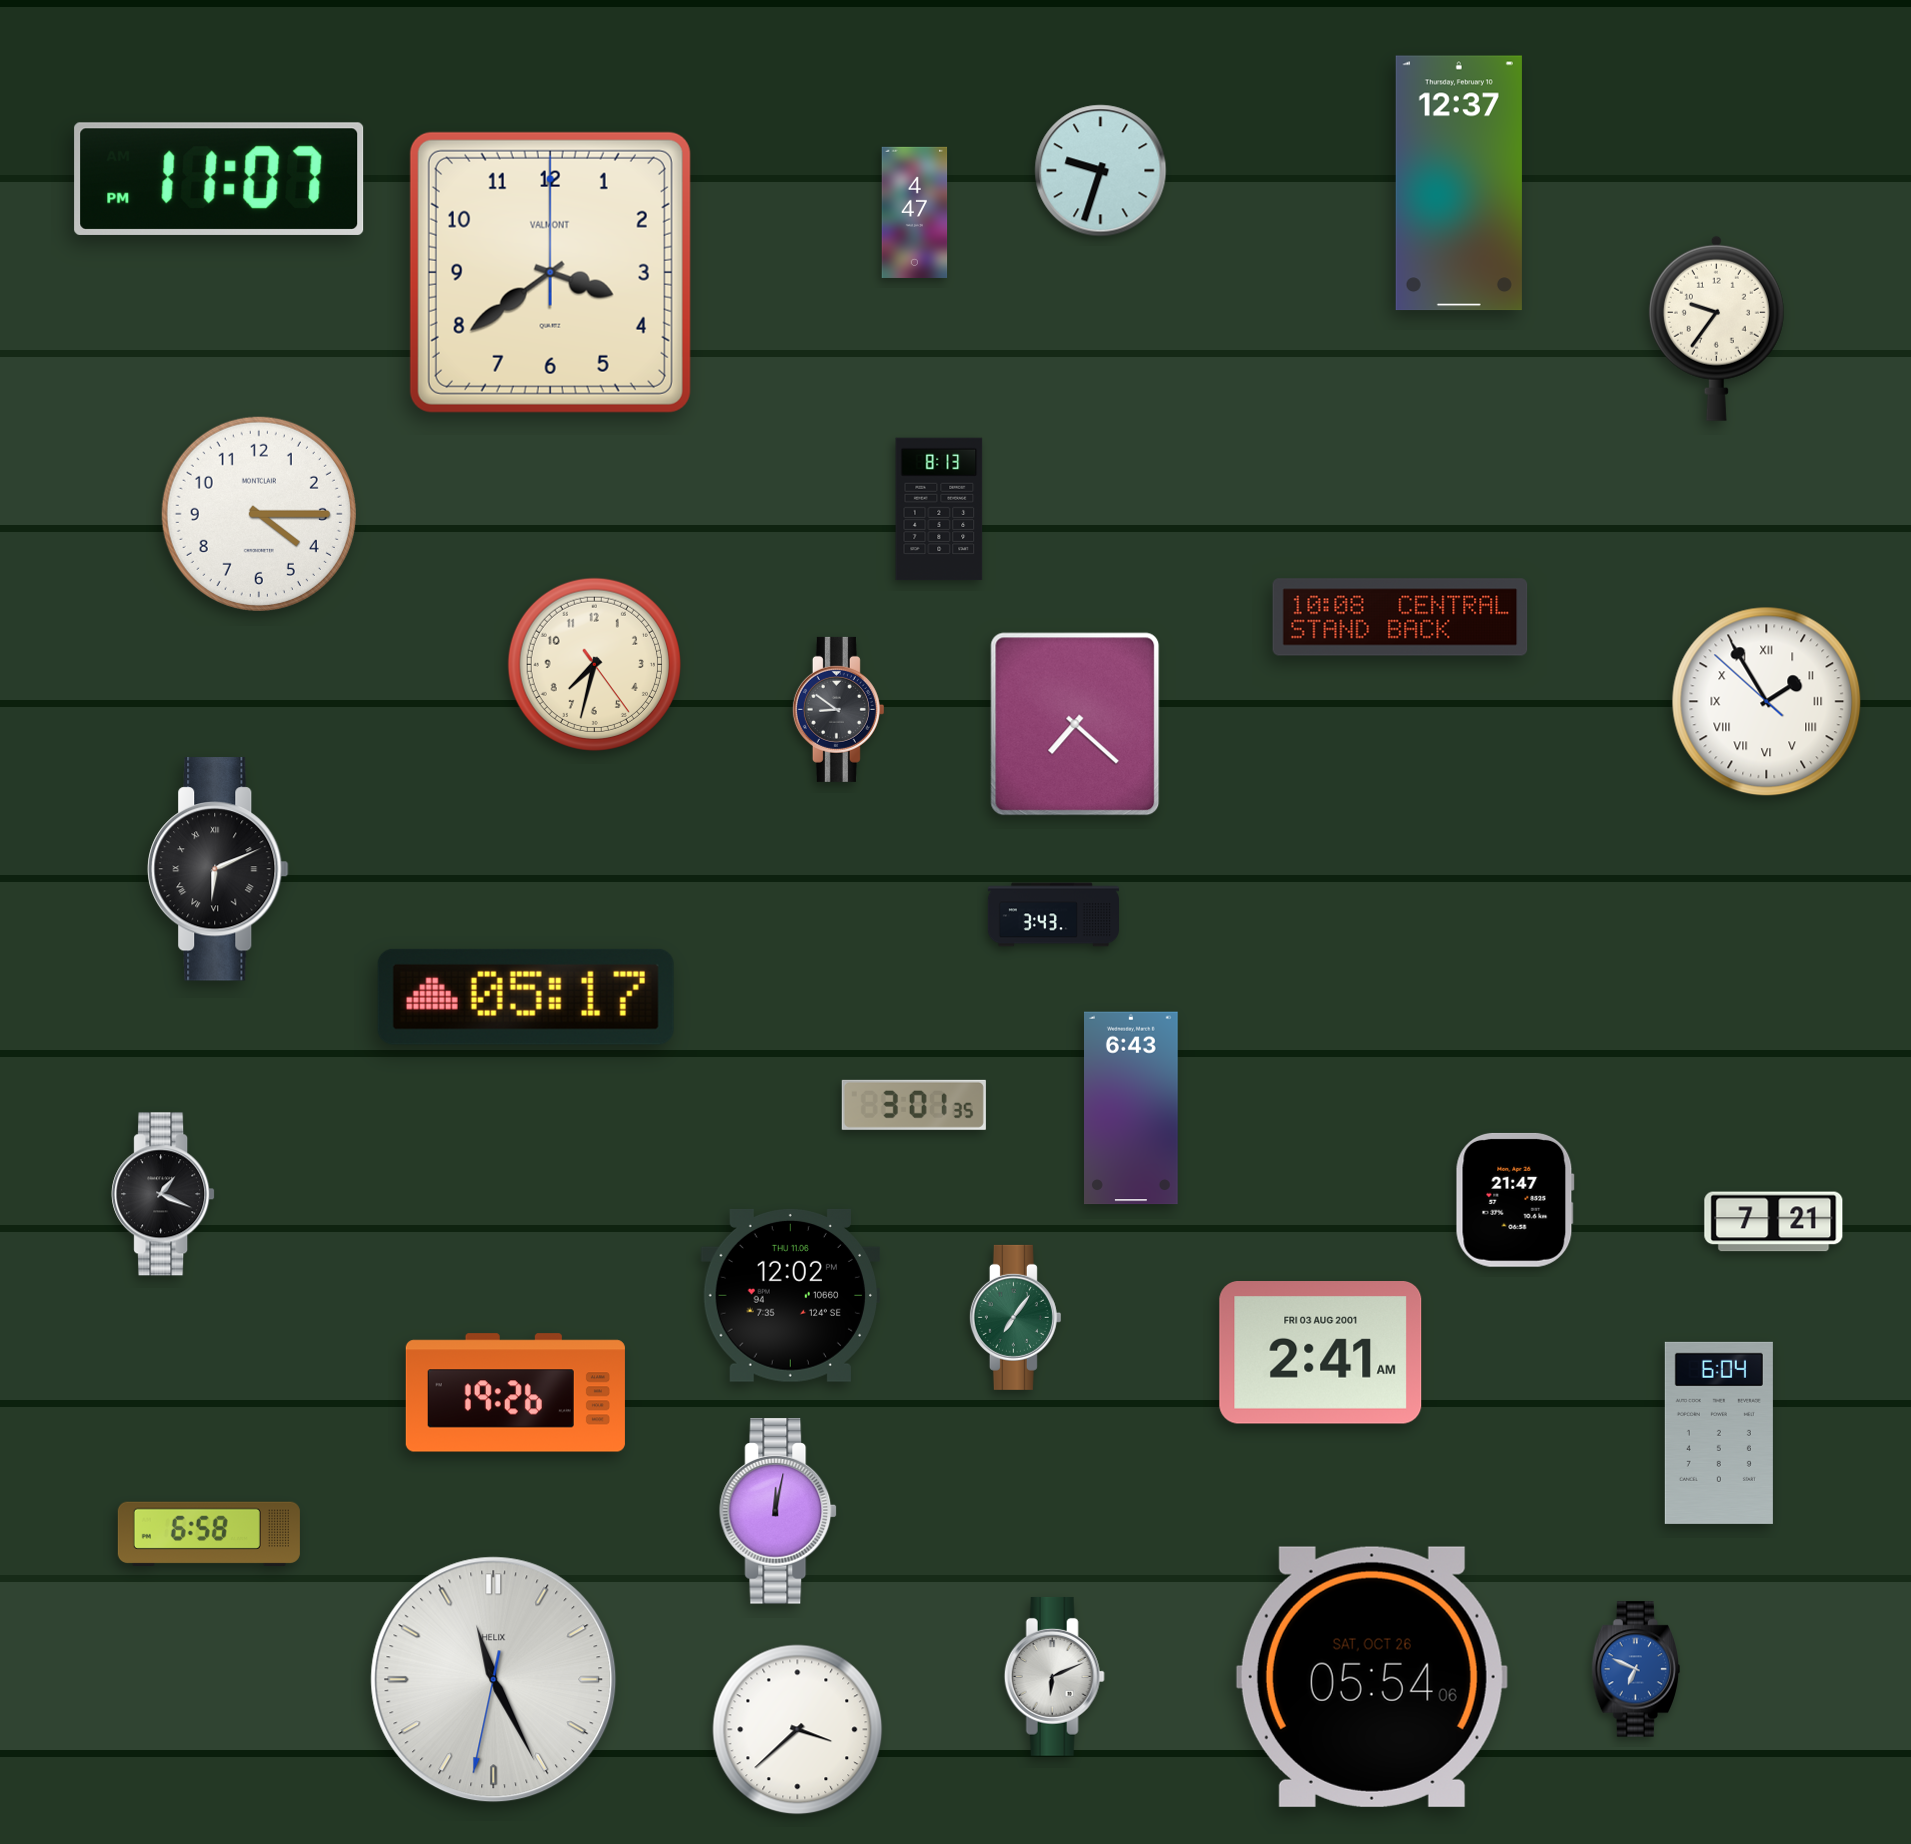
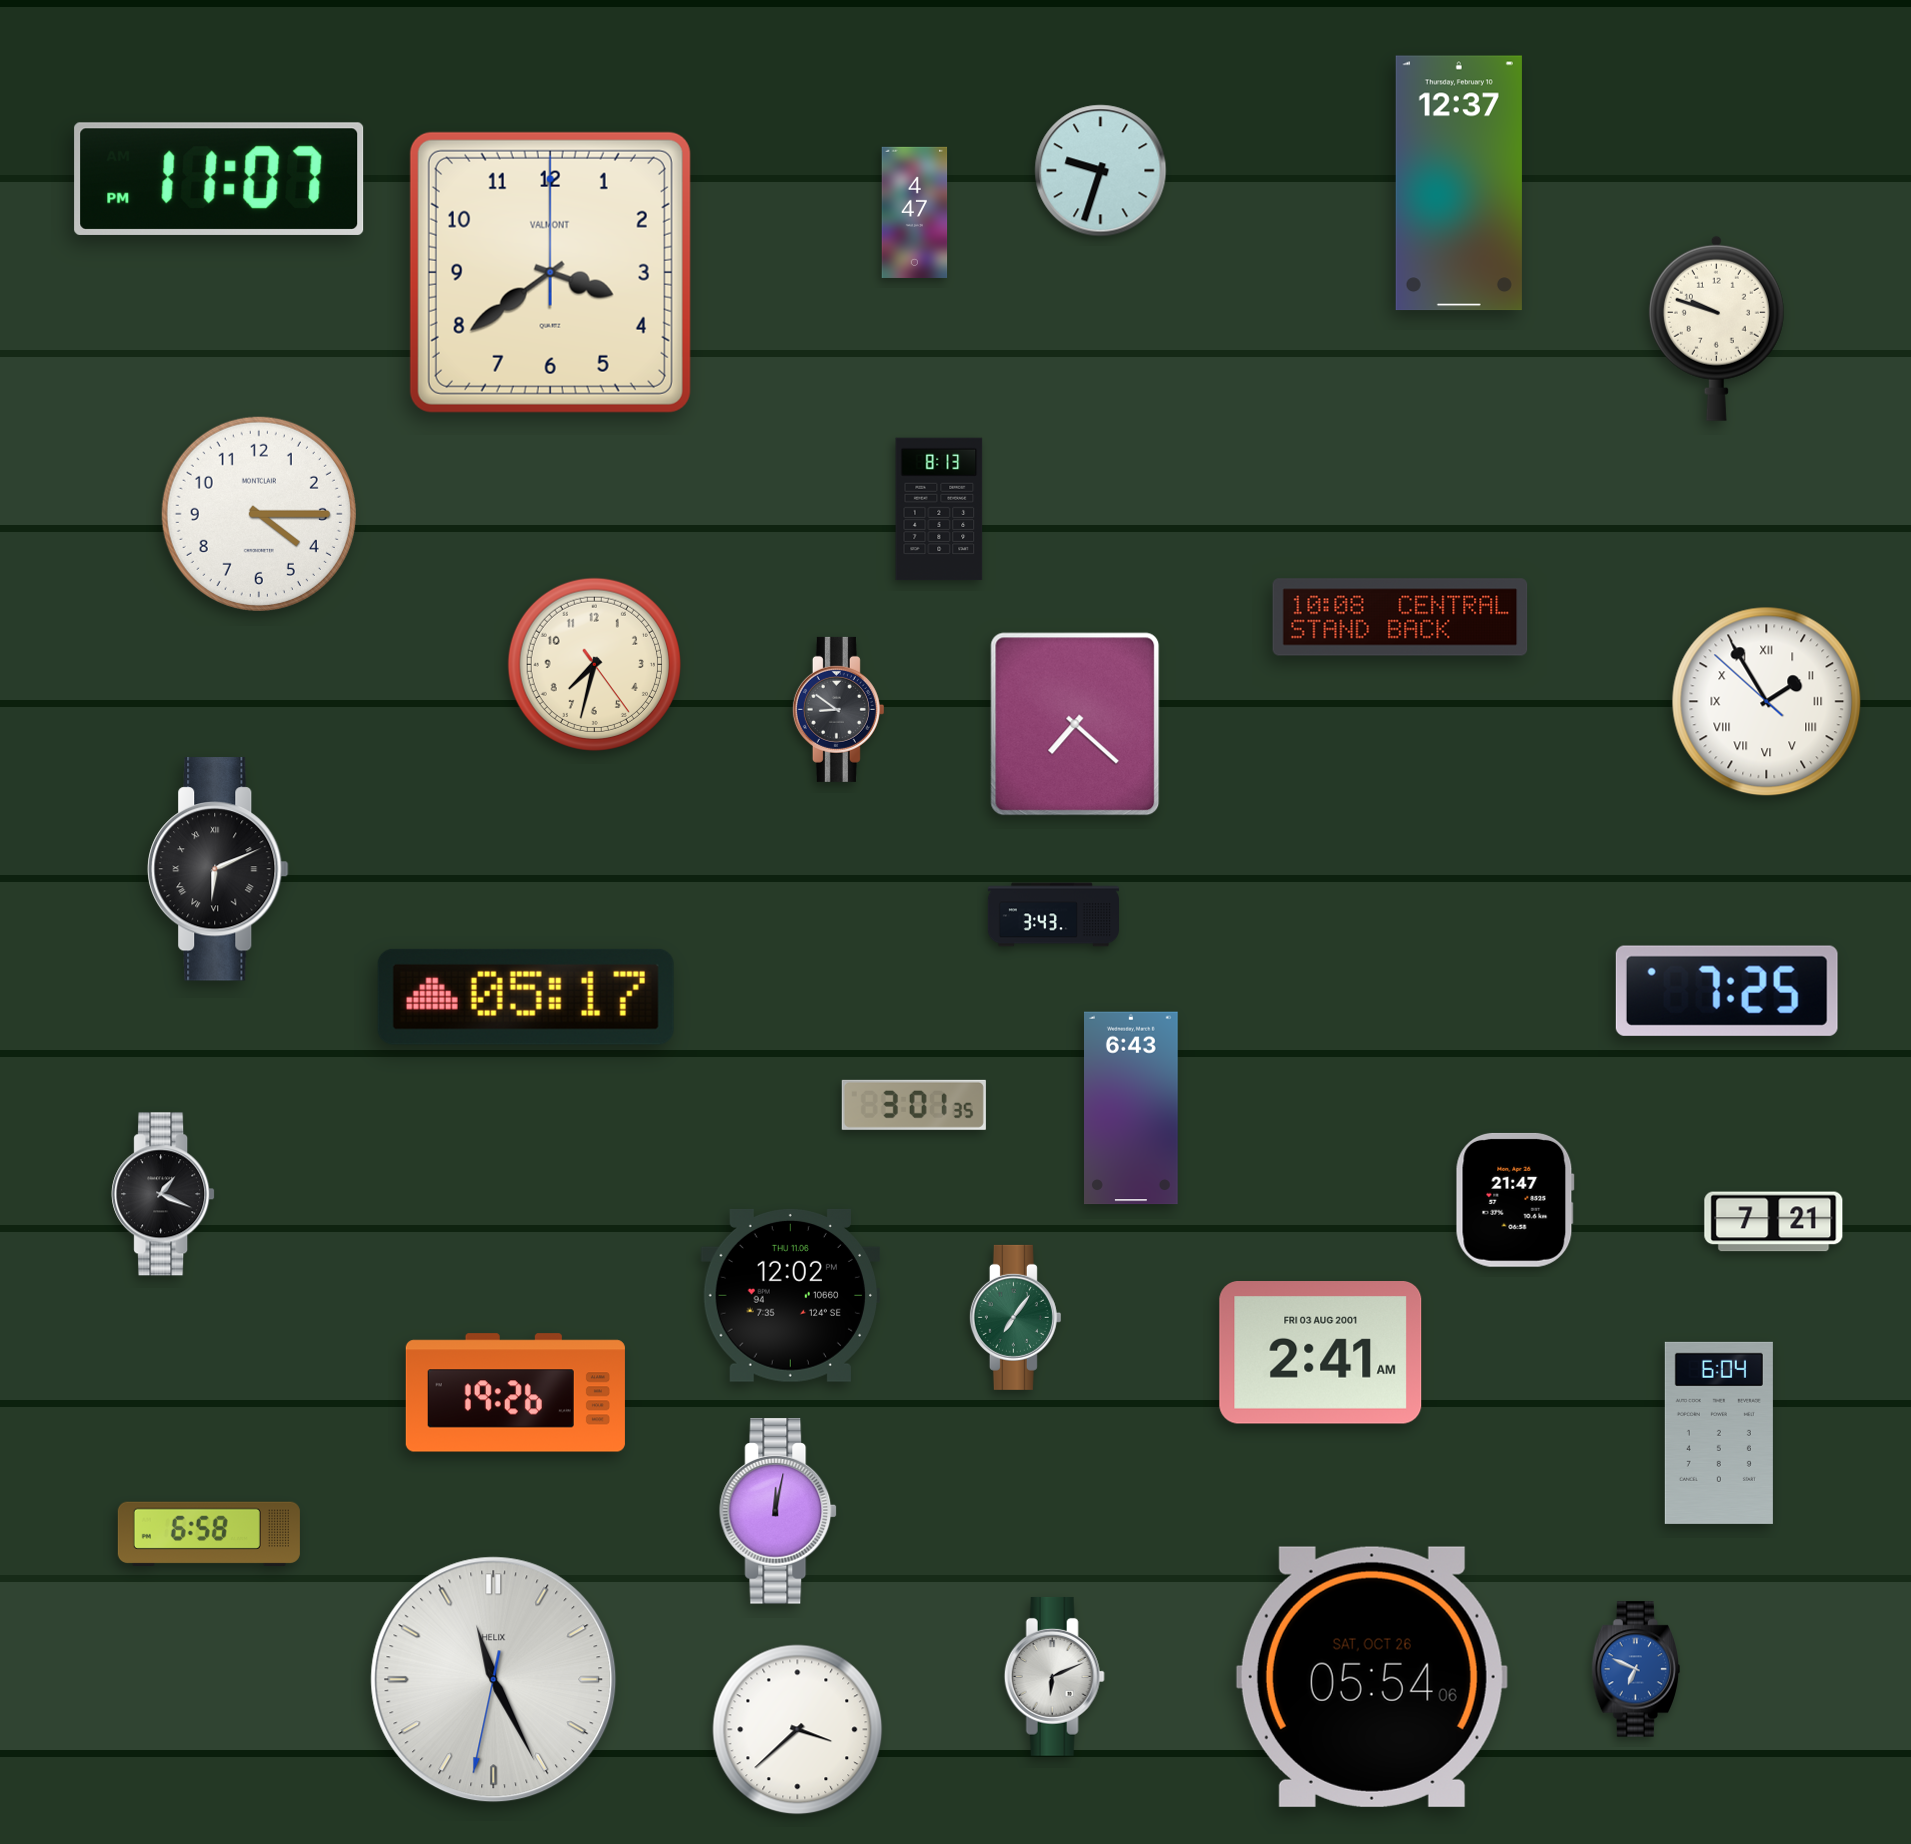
clock at (1716, 328): 9:36 -> 9:48
clock at (1727, 991): none -> 7:25
